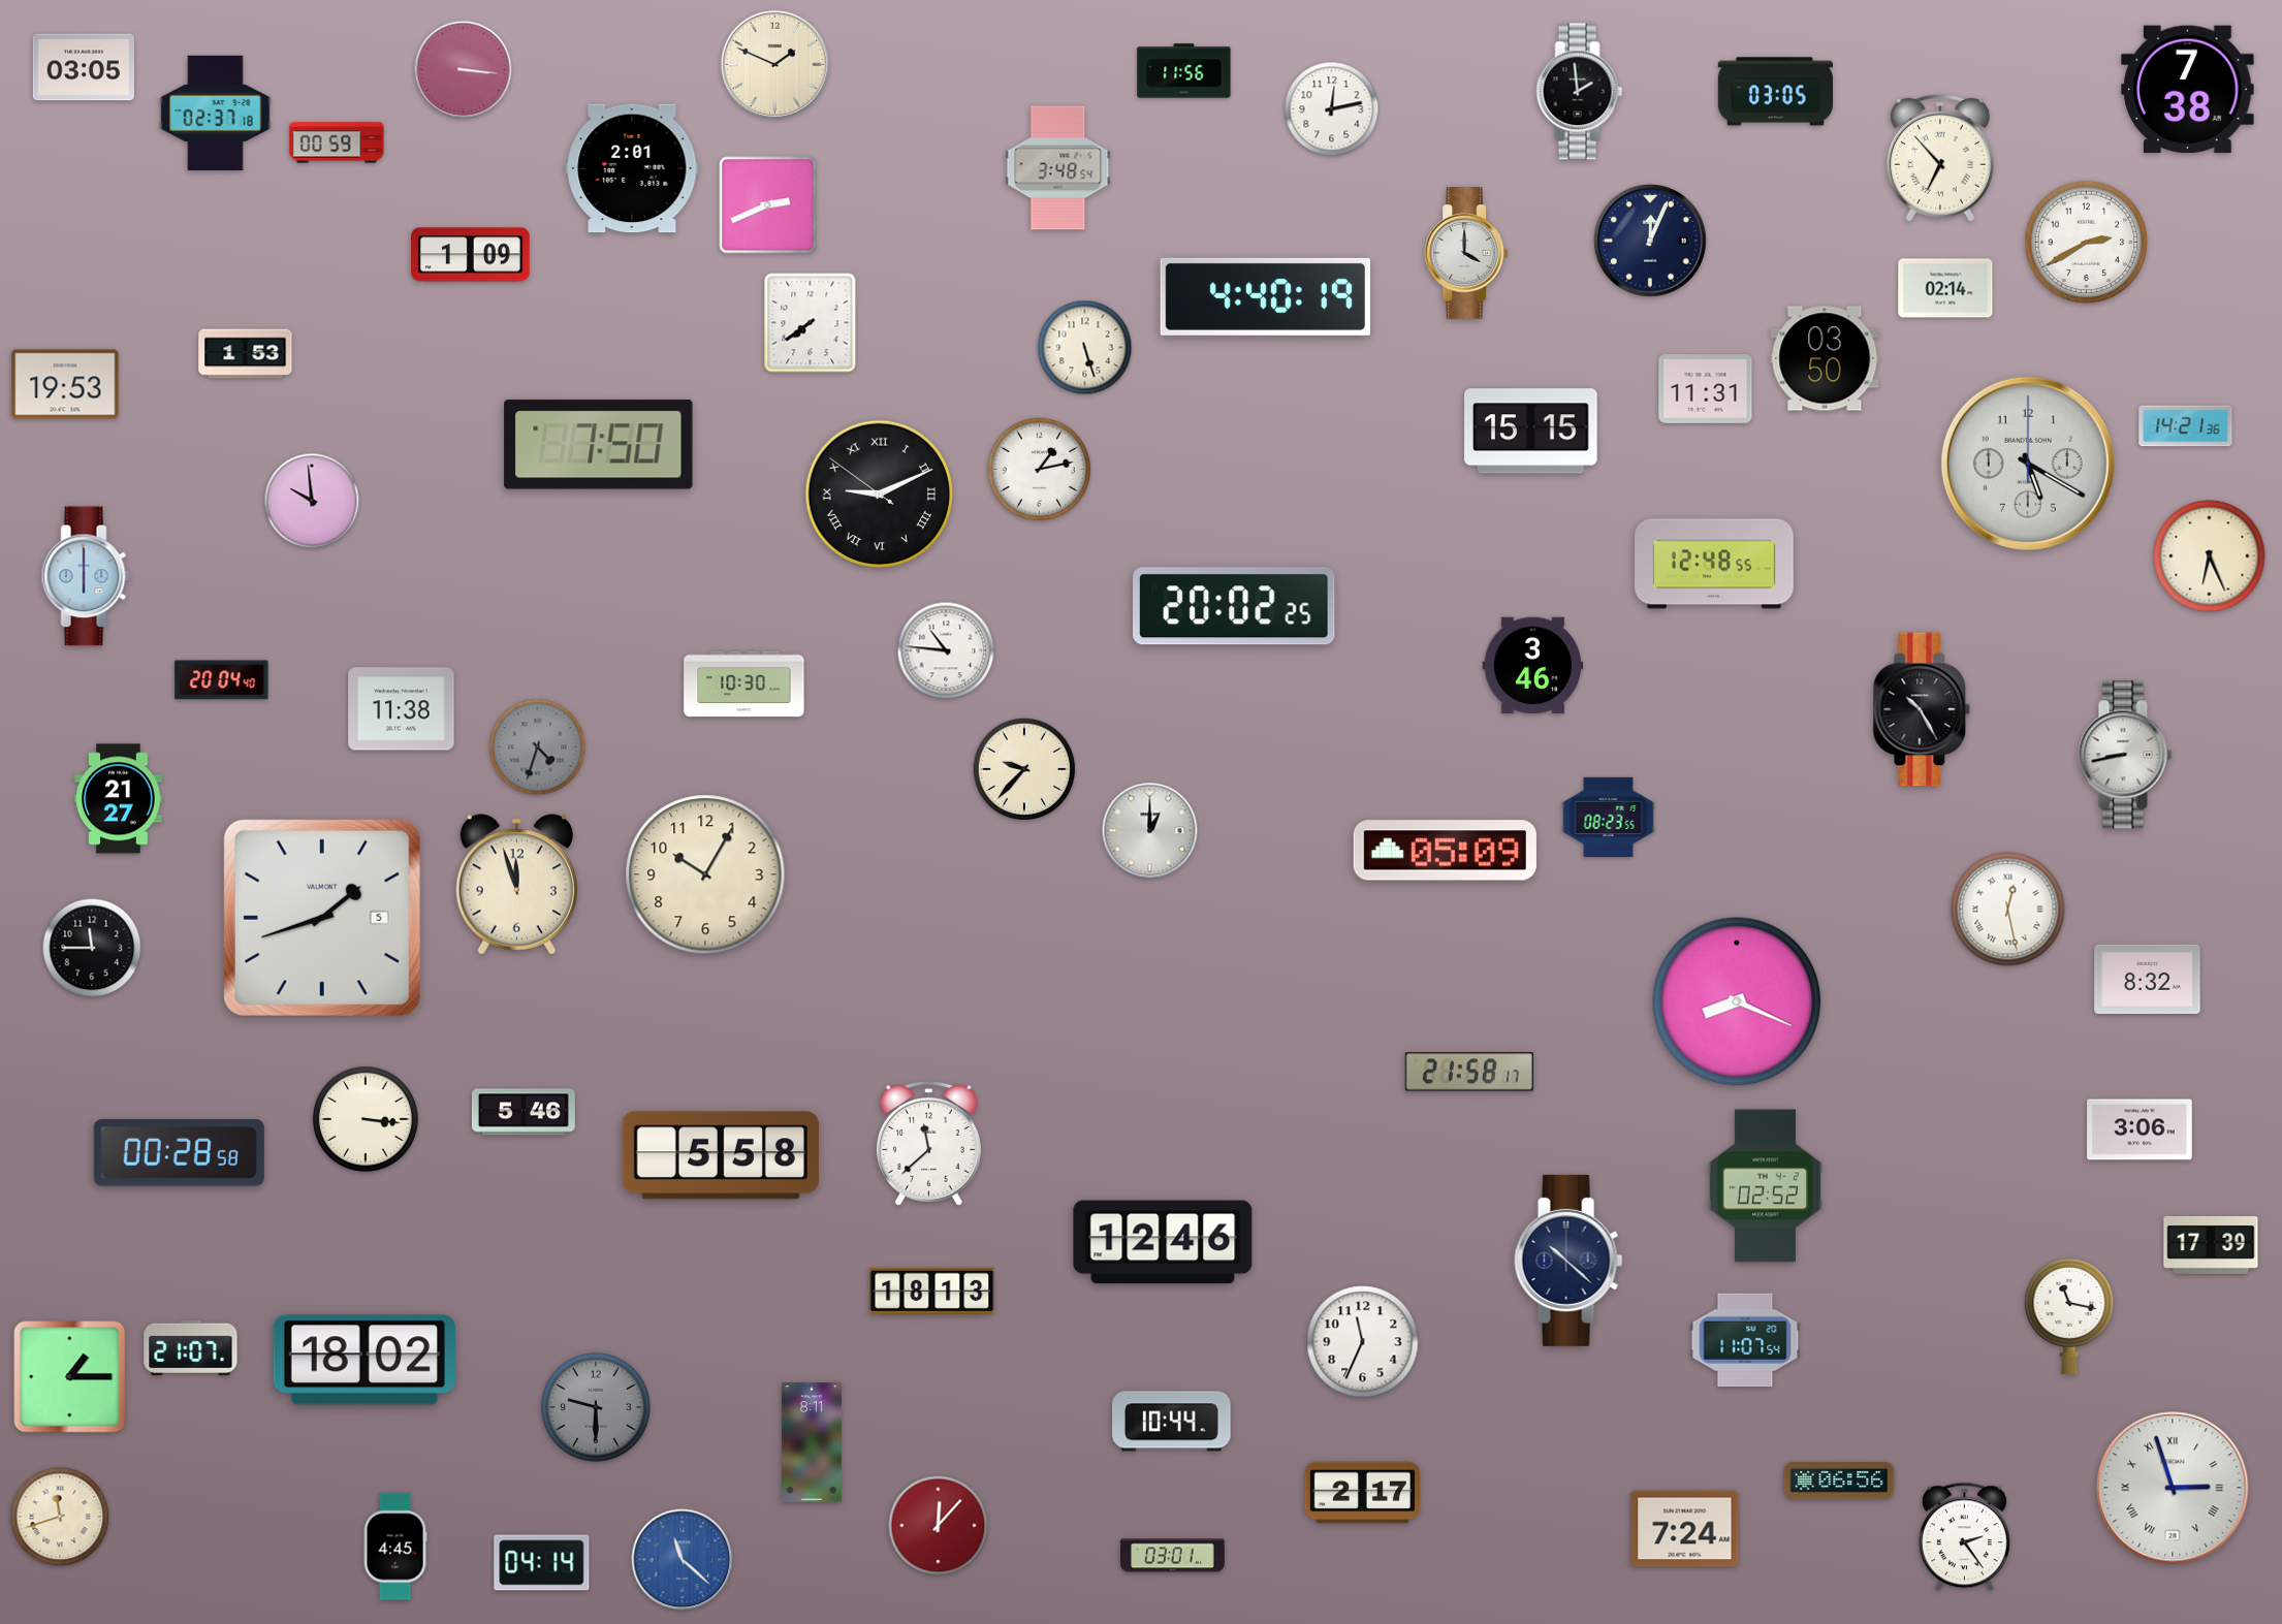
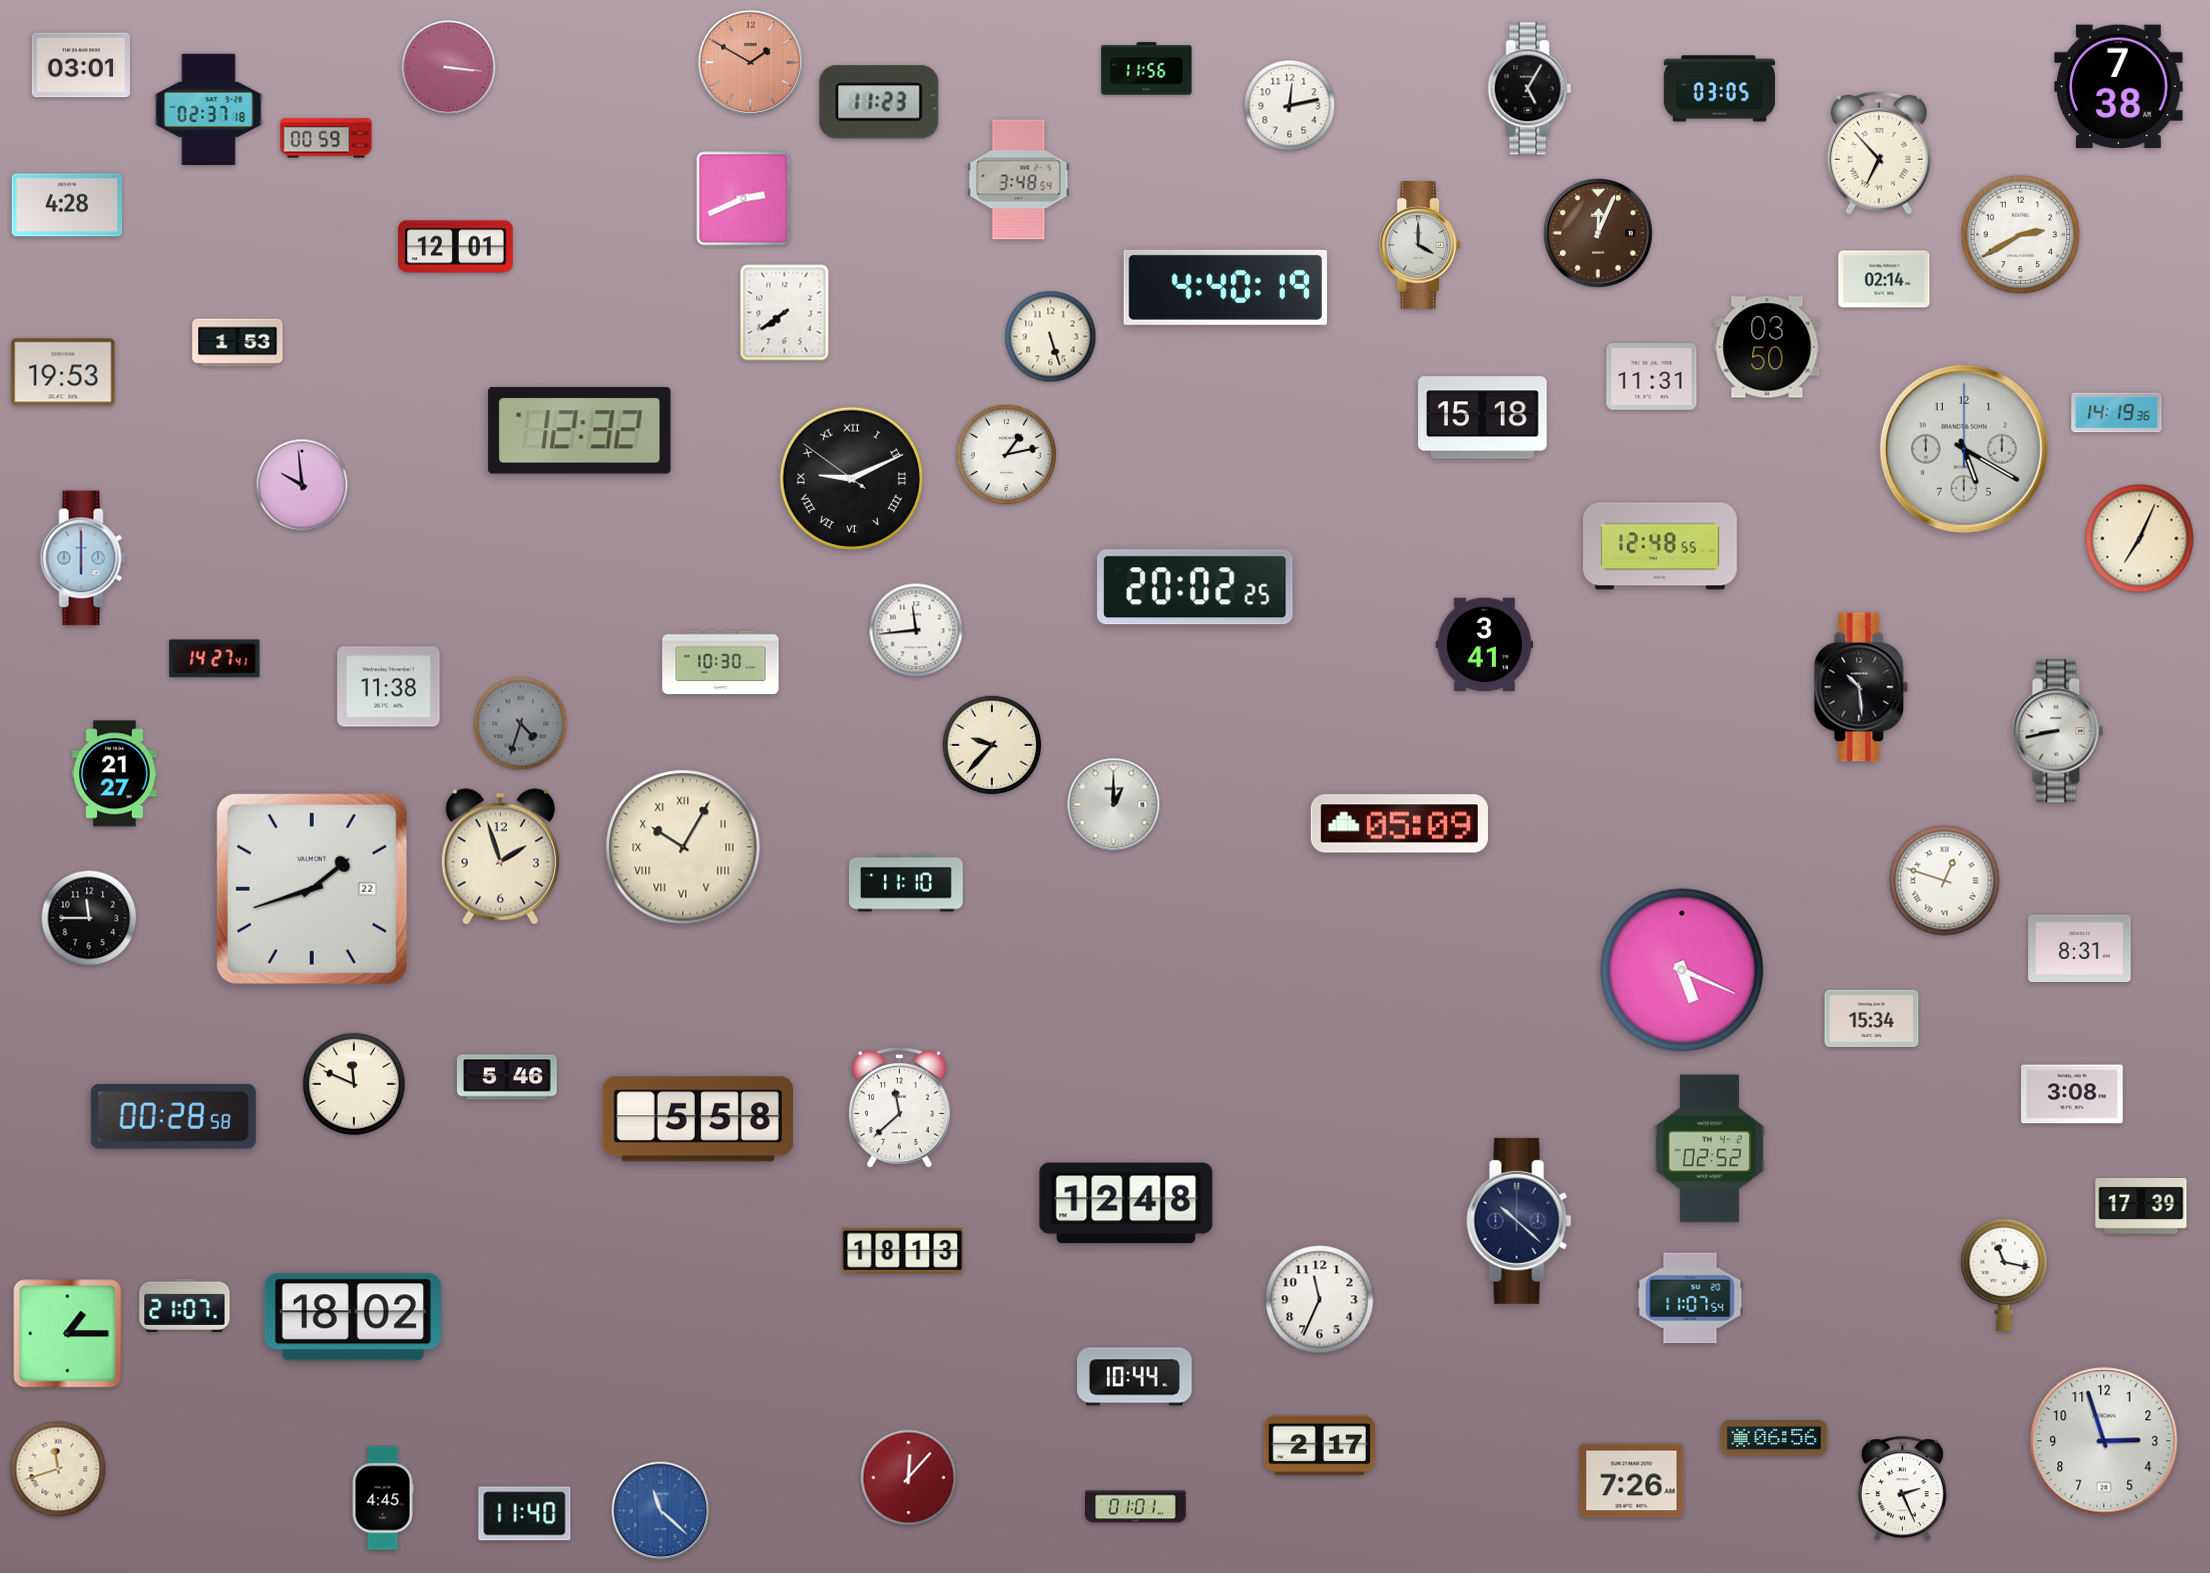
clock at (774, 64): 1:49 -> 1:50
clock at (774, 64) dial: cream -> salmon
clock at (84, 67): 03:05 -> 03:01
clock at (1580, 92): 1:59 -> 5:05
clock at (879, 102): none -> 11:23
clock at (632, 168): 2:01 -> none
clock at (1058, 168) position: (1058, 168) -> (1019, 180)
clock at (67, 205): none -> 4:28
clock at (1651, 242) dial: navy -> brown
clock at (471, 255): 1:09 -> 12:01
clock at (2186, 426): 14:21 -> 14:19
clock at (1531, 432): 15:15 -> 15:18
clock at (599, 445): 7:50 -> 12:32
clock at (2210, 556): 6:26 -> 7:04
clock at (946, 650): 10:46 -> 11:44
clock at (1533, 666): 3:46 -> 3:41
clock at (222, 680): 20:04 -> 14:27
clock at (1922, 709): 10:25 -> 10:29
clock at (1609, 817): 08:23 -> none
clock at (705, 874) numerals: Arabic -> Roman
clock at (516, 885): 11:57 -> 1:57
clock at (2008, 910): 12:28 -> 12:48
clock at (907, 883): none -> 11:10
clock at (322, 918) date: 5 -> 22
clock at (2148, 979): 8:32 -> 8:31
clock at (1737, 1001): 8:19 -> 5:19
clock at (1872, 1018): none -> 15:34
clock at (1469, 1072): 21:58 -> none
clock at (366, 1119): 3:16 -> 11:49
clock at (2140, 1129): 3:06 -> 3:08
clock at (1163, 1242): 12:46 -> 12:48
clock at (596, 1407): 9:30 -> none
clock at (812, 1442): 8:11 -> none
clock at (1839, 1480) position: (1839, 1480) -> (1774, 1438)
clock at (2173, 1488) numerals: Roman -> Arabic
clock at (1685, 1529): 7:24 -> 7:26
clock at (1964, 1537): 2:24 -> 2:26
clock at (1173, 1556): 03:01 -> 01:01
clock at (542, 1563): 04:14 -> 11:40
